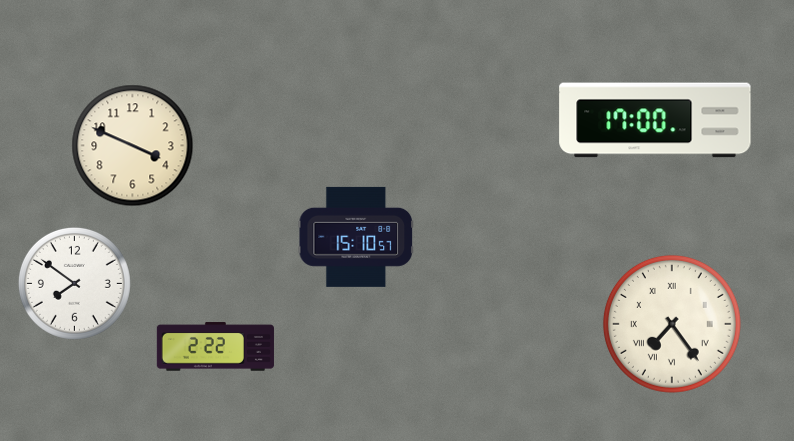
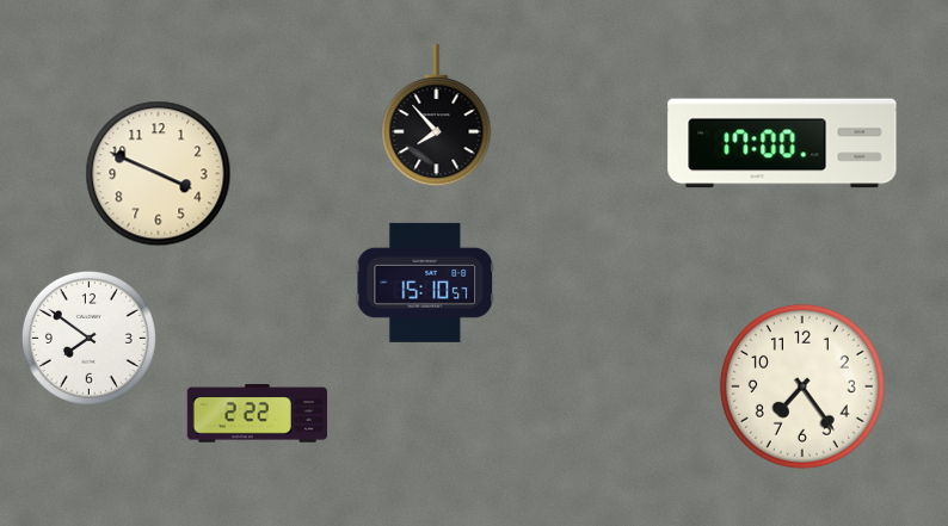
clock at (437, 116): none -> 7:53
clock at (672, 324) numerals: Roman -> Arabic
